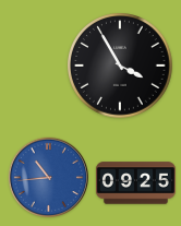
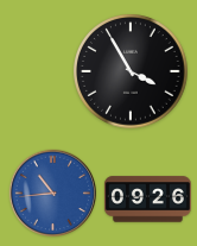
clock at (135, 183): 09:25 -> 09:26
